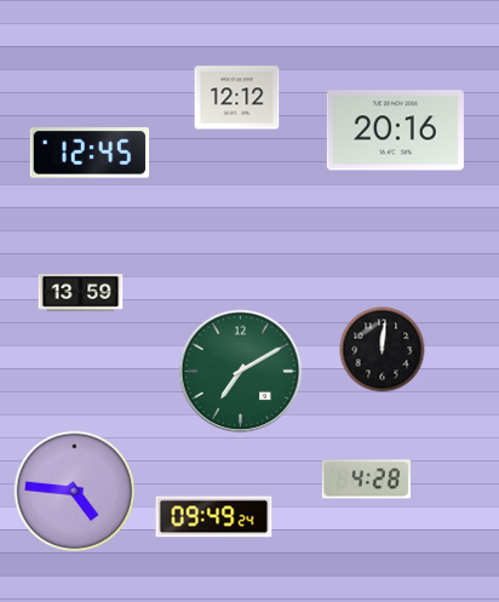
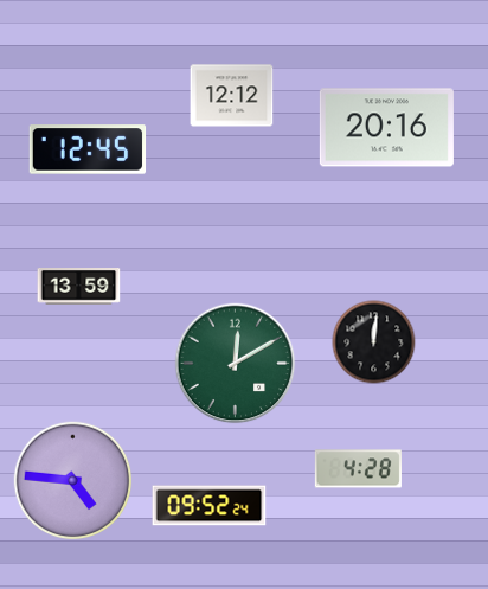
clock at (241, 372): 7:10 -> 12:10
clock at (214, 517): 09:49 -> 09:52
